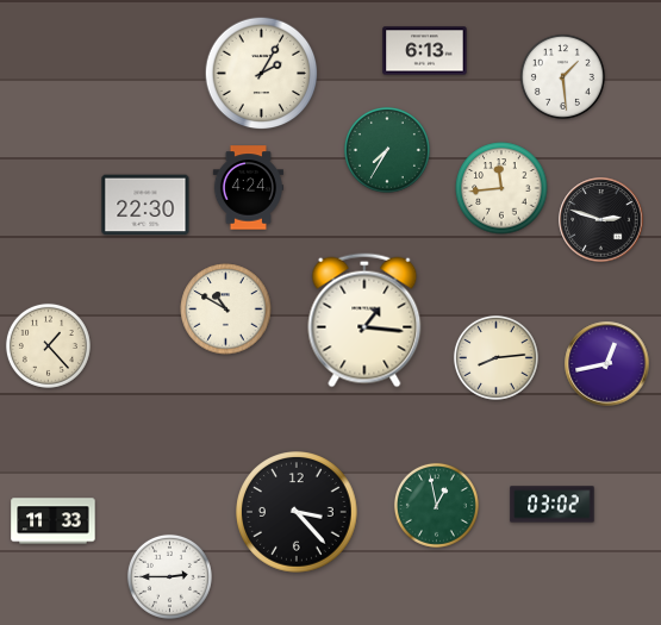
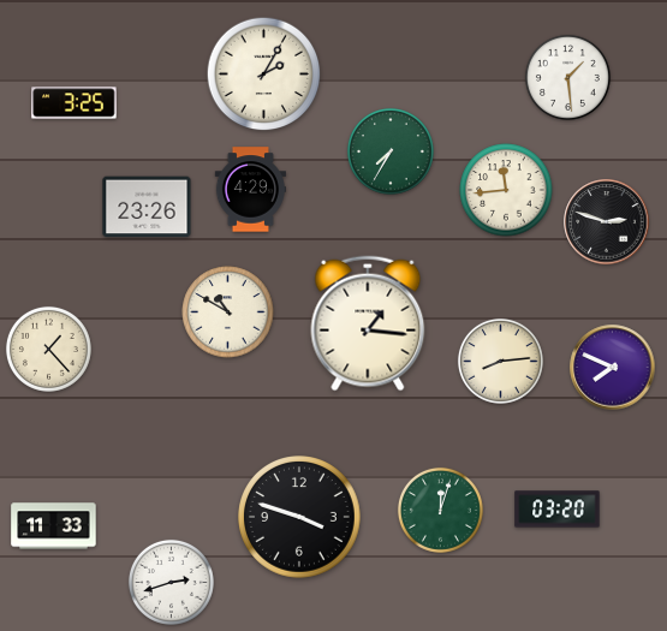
clock at (425, 51): 6:13 -> none
clock at (75, 103): none -> 3:25
clock at (248, 188): 4:24 -> 4:29
clock at (145, 205): 22:30 -> 23:26
clock at (607, 364): 12:43 -> 7:49
clock at (436, 505): 12:58 -> 12:03
clock at (553, 505): 03:02 -> 03:20
clock at (297, 512): 3:23 -> 3:48
clock at (169, 576): 2:45 -> 2:42
